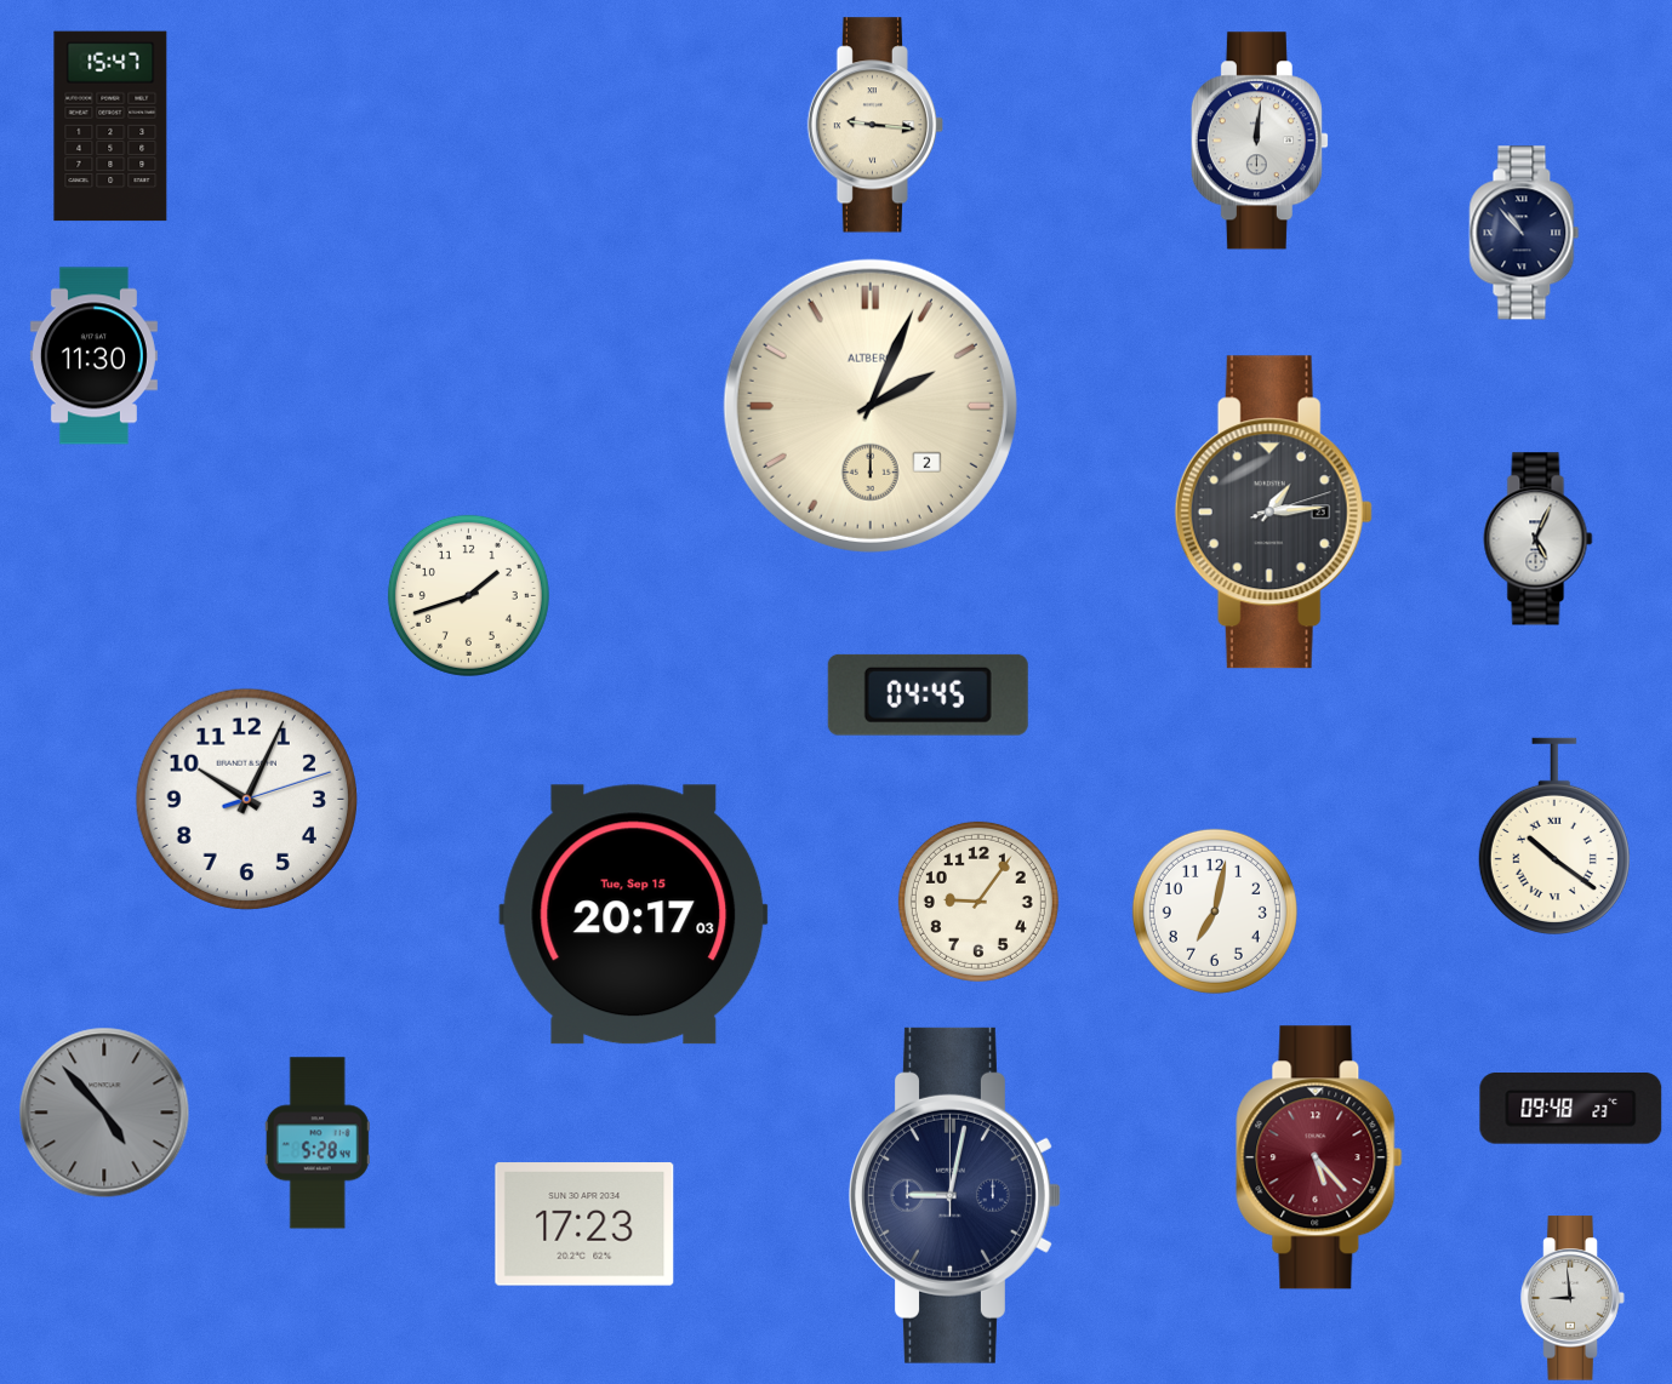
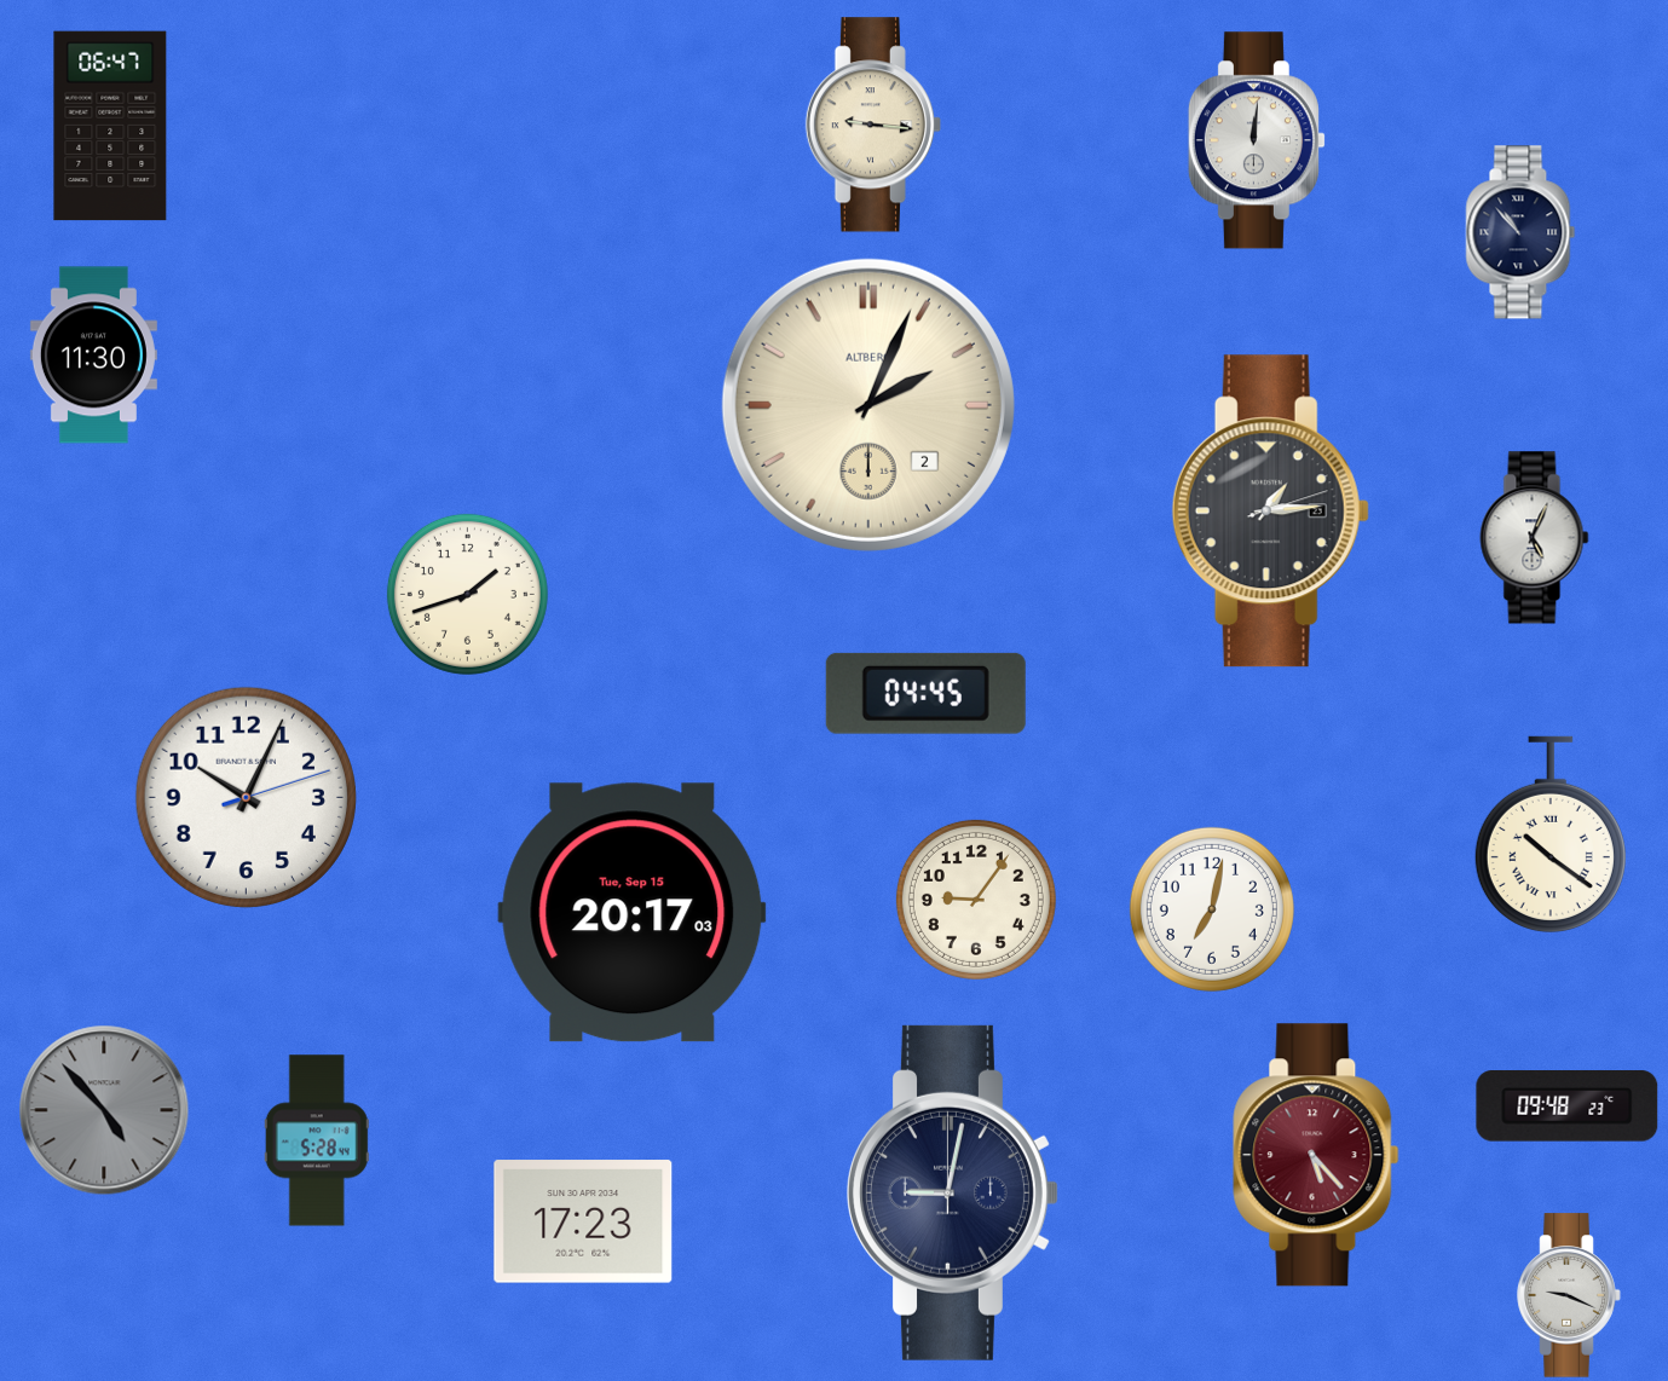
clock at (110, 126): 15:47 -> 06:47
clock at (1573, 1298): 8:59 -> 9:19
